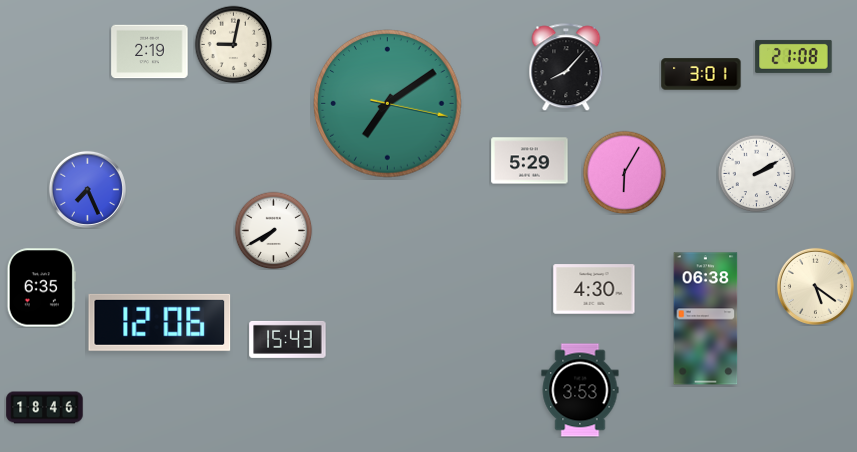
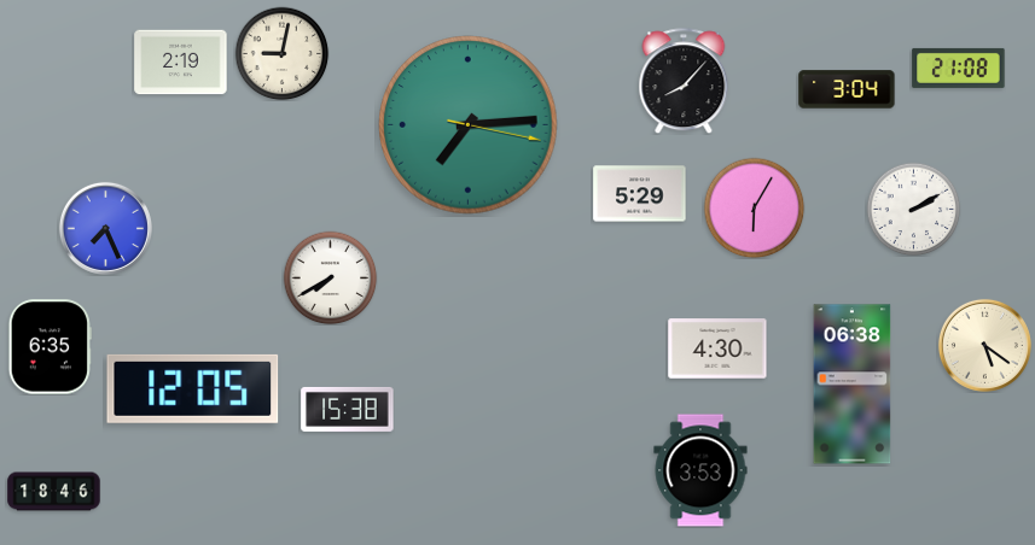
clock at (701, 74): 3:01 -> 3:04
clock at (388, 104): 7:09 -> 7:14
clock at (160, 322): 12:06 -> 12:05
clock at (288, 339): 15:43 -> 15:38
